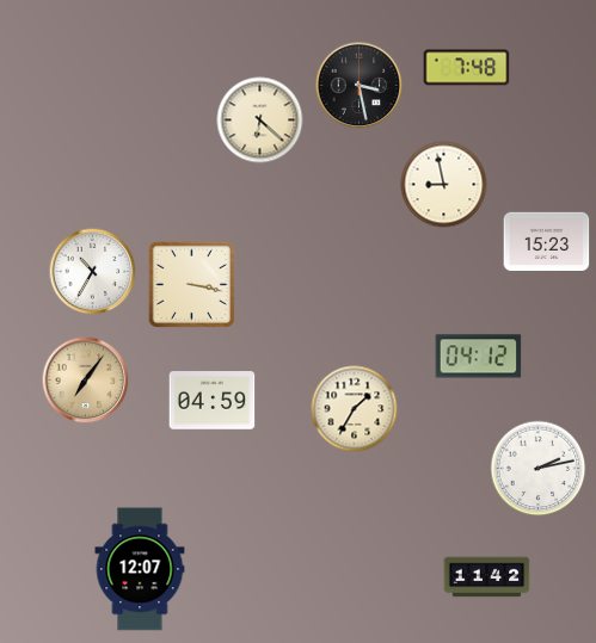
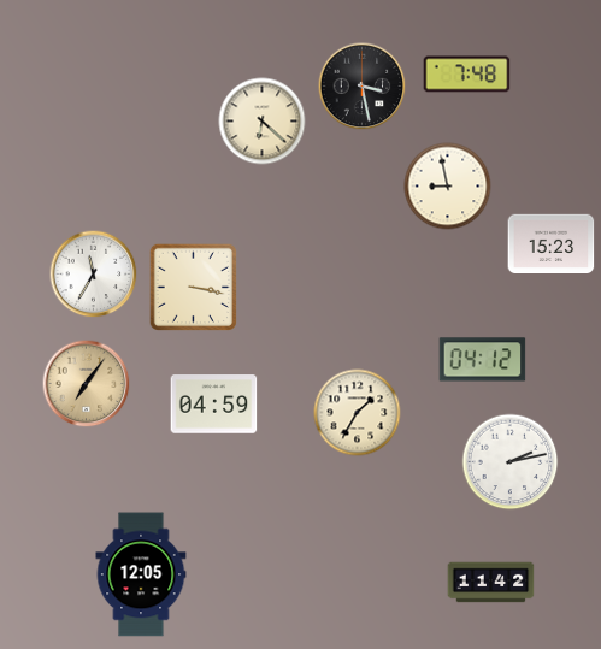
clock at (467, 68) position: (467, 68) -> (467, 75)
clock at (93, 272): 10:35 -> 11:35
clock at (539, 469) position: (539, 469) -> (511, 462)
clock at (140, 569): 12:07 -> 12:05
